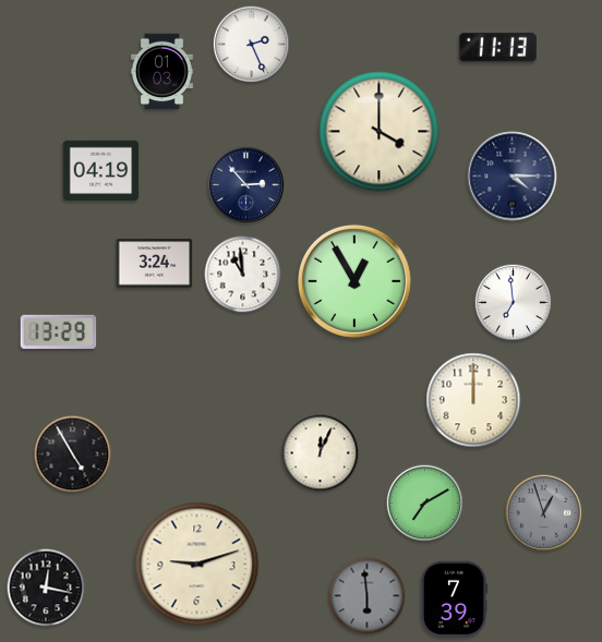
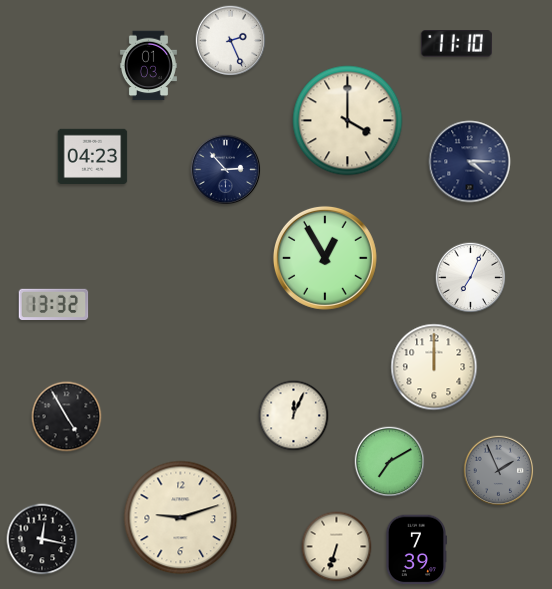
clock at (497, 48): 11:13 -> 11:10
clock at (101, 170): 04:19 -> 04:23
clock at (155, 264): 3:24 -> none
clock at (243, 275): 10:59 -> none
clock at (514, 303): 6:59 -> 7:04
clock at (59, 331): 13:29 -> 13:32
clock at (544, 513): 12:57 -> 1:56
clock at (368, 596): 5:59 -> 6:33
clock at (368, 596) dial: grey -> cream
